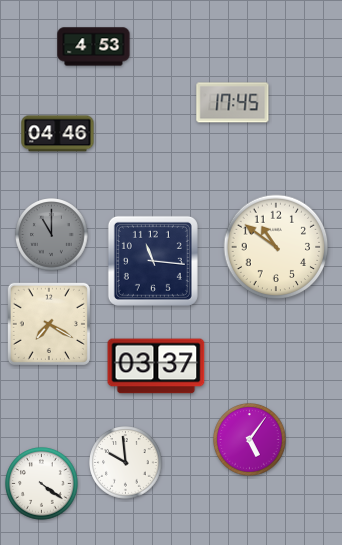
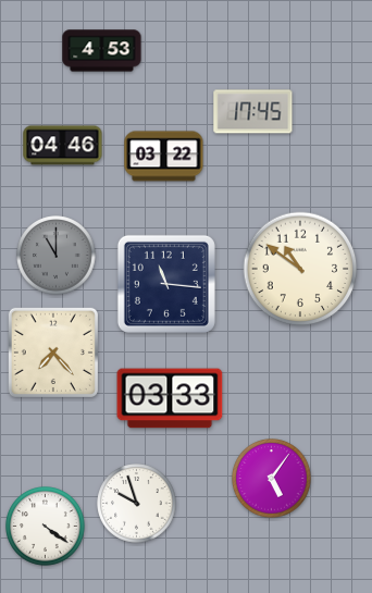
clock at (164, 157): none -> 03:22
clock at (49, 324): 7:20 -> 7:23
clock at (156, 366): 03:37 -> 03:33
clock at (126, 463): 9:59 -> 9:57
